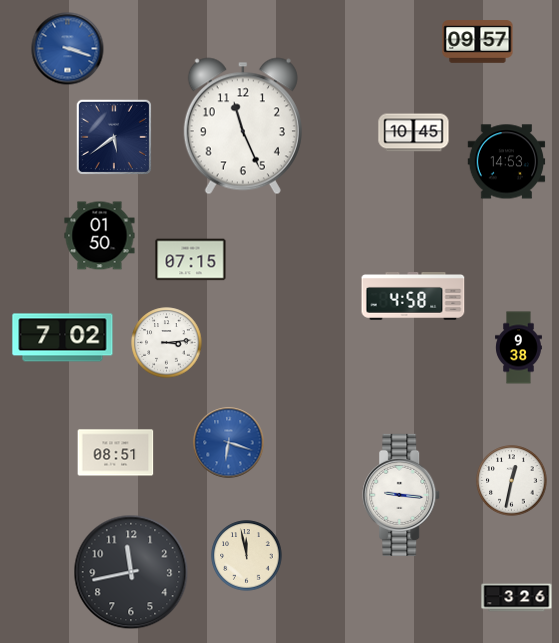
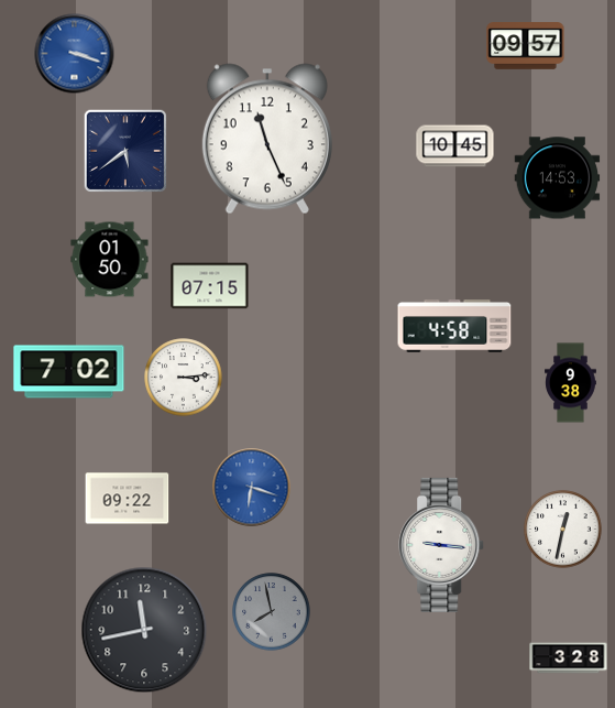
clock at (116, 453): 08:51 -> 09:22
clock at (247, 556): 11:58 -> 7:58
clock at (247, 556) dial: cream -> grey
clock at (517, 598): 3:26 -> 3:28
